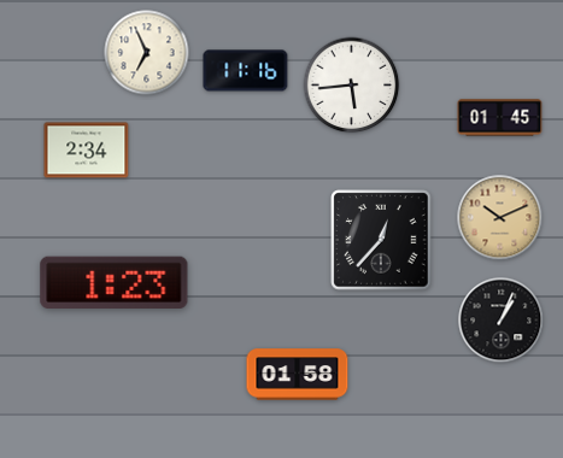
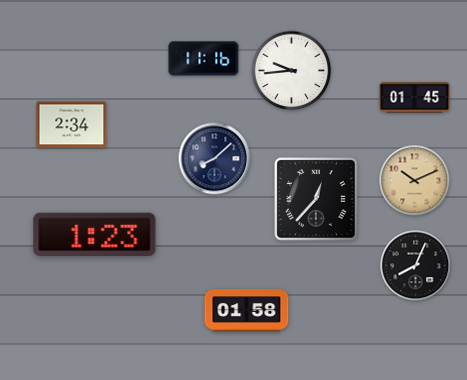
clock at (147, 53): 6:56 -> none
clock at (352, 86): 5:44 -> 9:44
clock at (215, 159): none -> 8:08
clock at (502, 321): 1:04 -> 8:04
